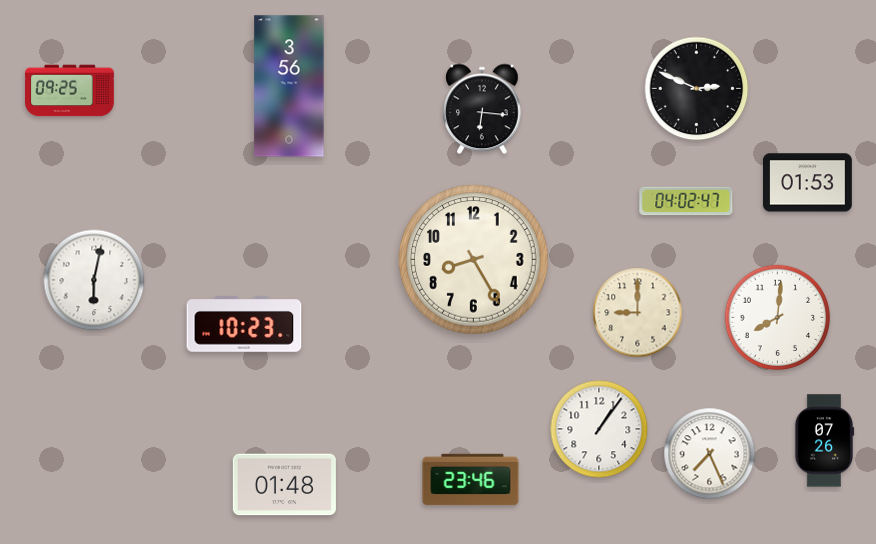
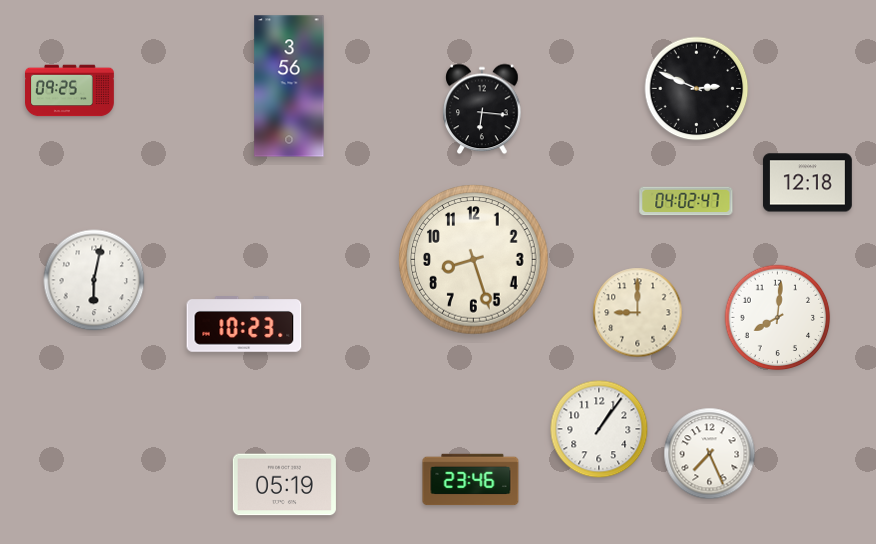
clock at (807, 183): 01:53 -> 12:18
clock at (474, 260): 8:25 -> 8:27
clock at (824, 441): 07:26 -> none
clock at (284, 485): 01:48 -> 05:19
